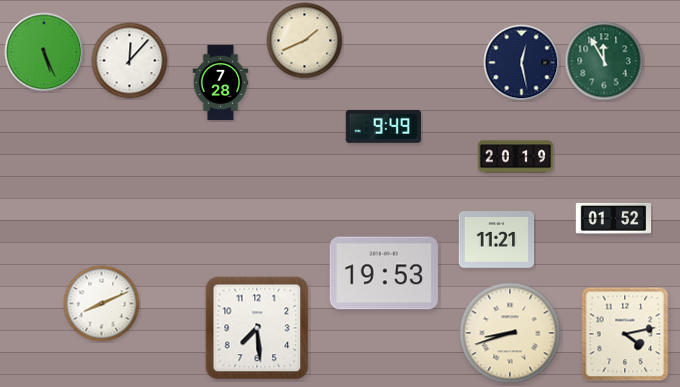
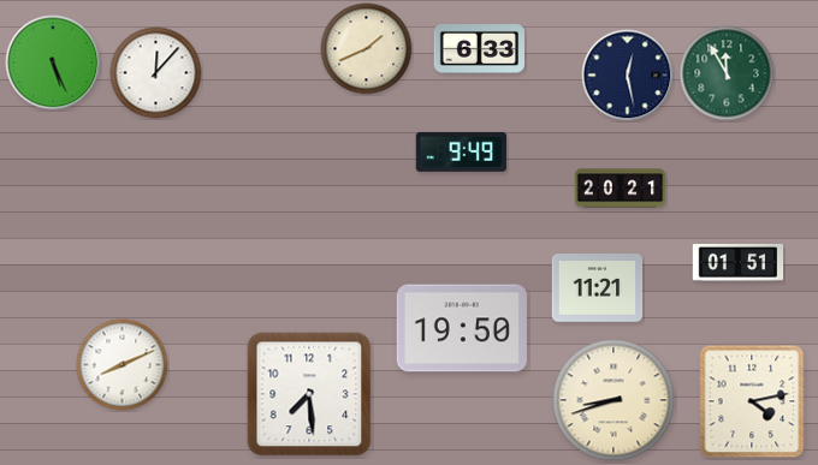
clock at (479, 49): none -> 6:33
clock at (221, 83): 7:28 -> none
clock at (516, 157): 20:19 -> 20:21
clock at (614, 218): 01:52 -> 01:51
clock at (384, 273): 19:53 -> 19:50
